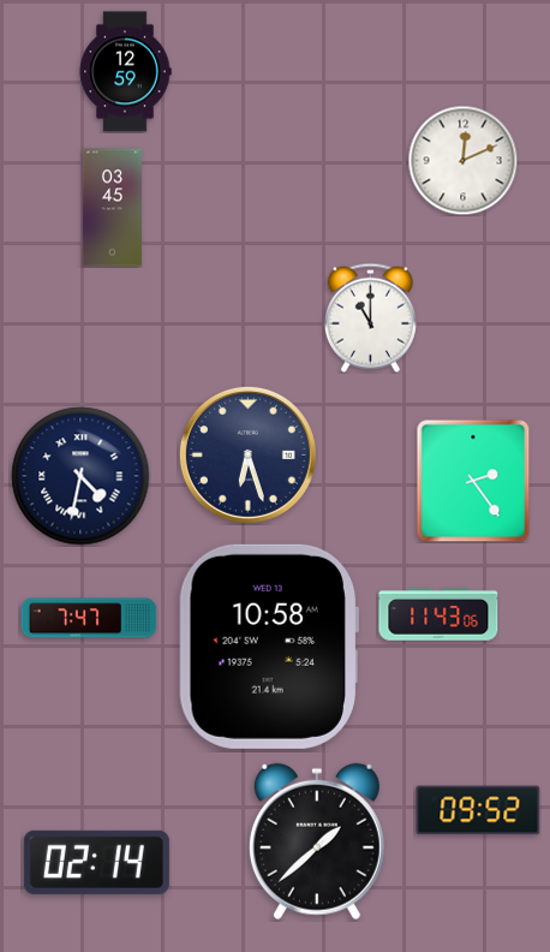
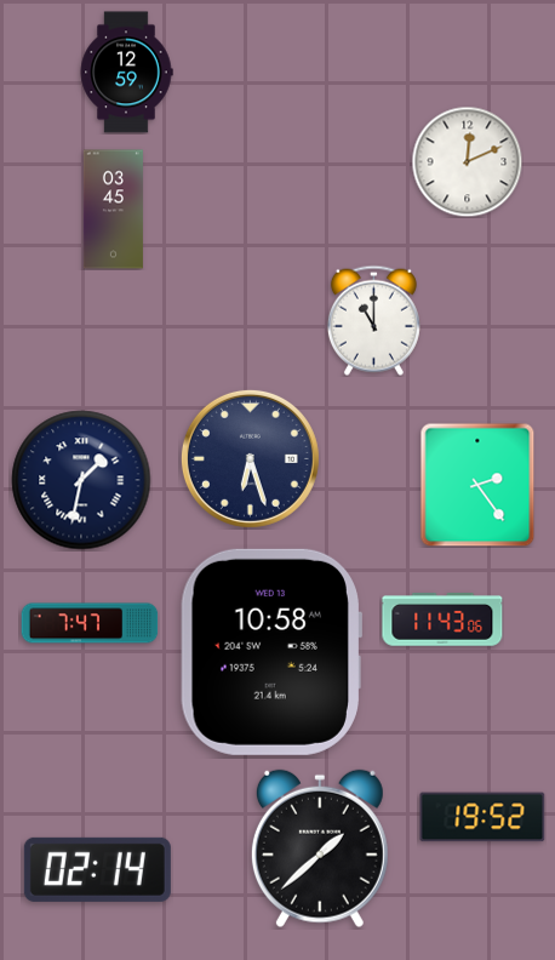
clock at (80, 476): 4:32 -> 1:32
clock at (478, 810): 09:52 -> 19:52
